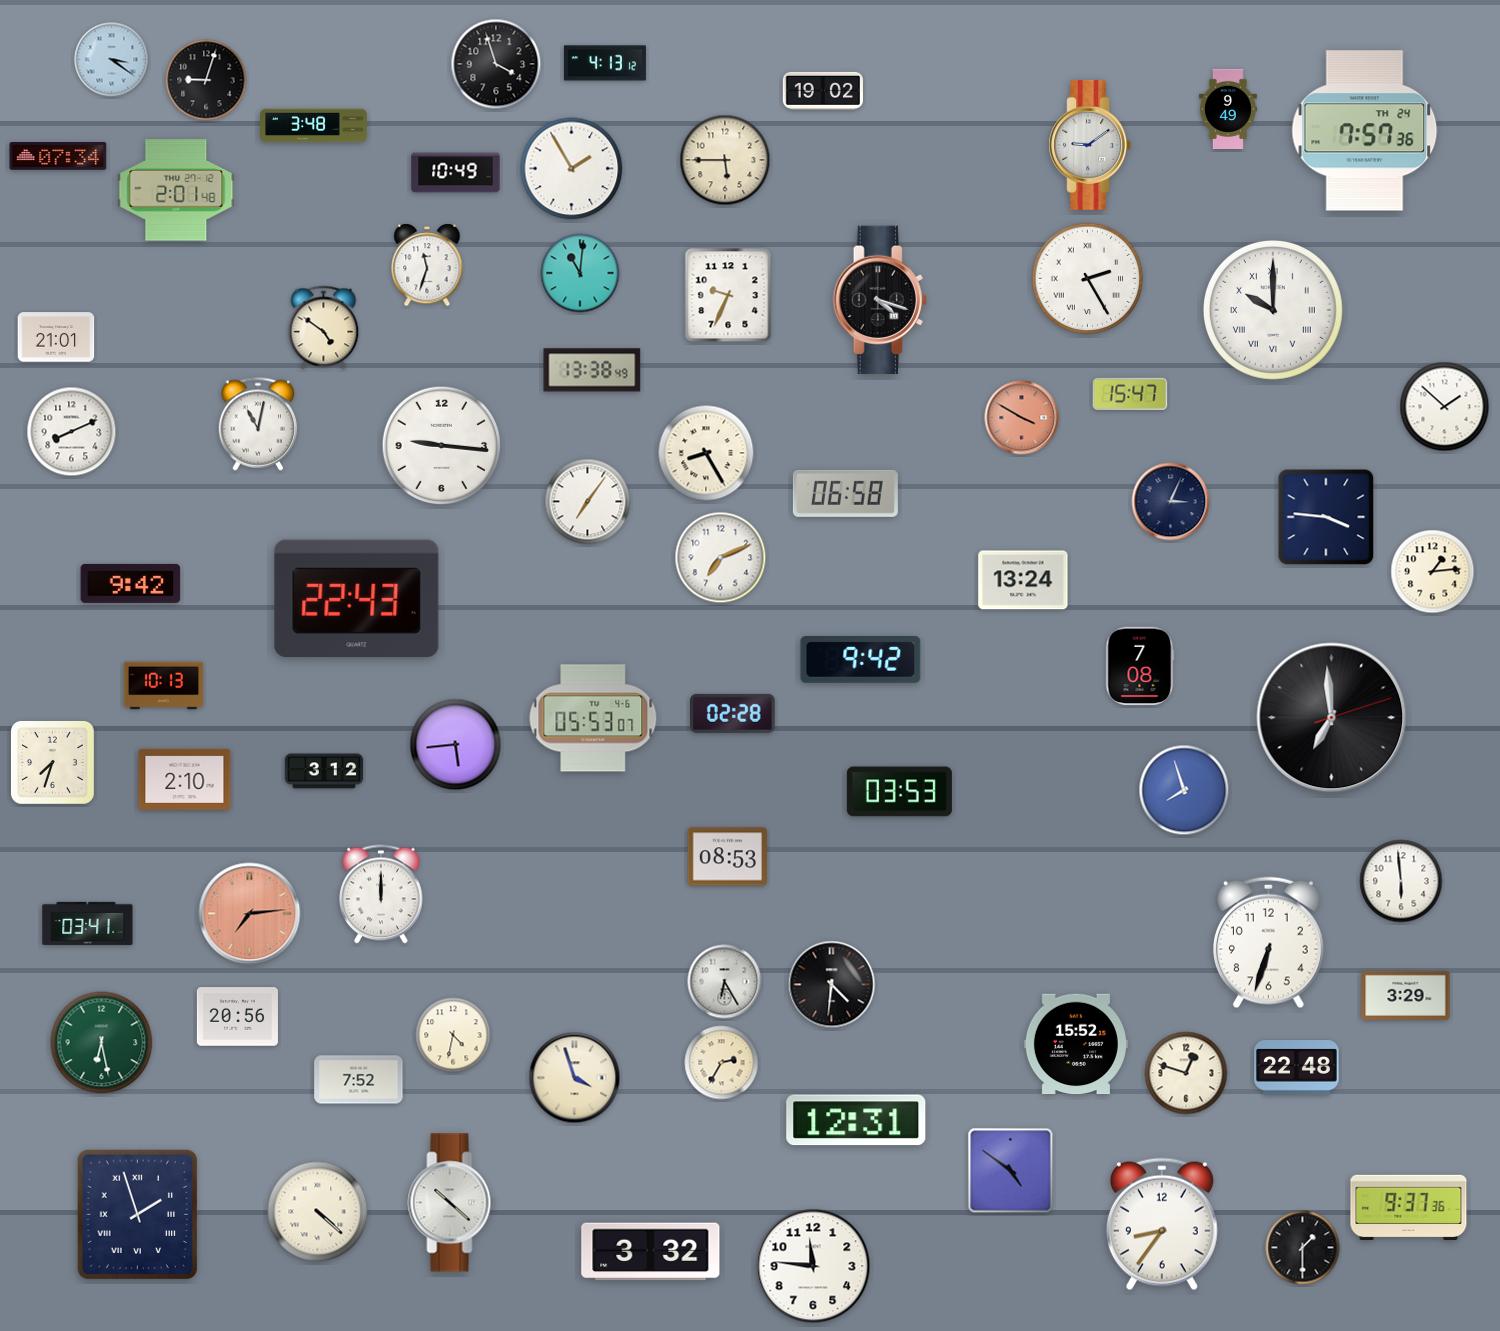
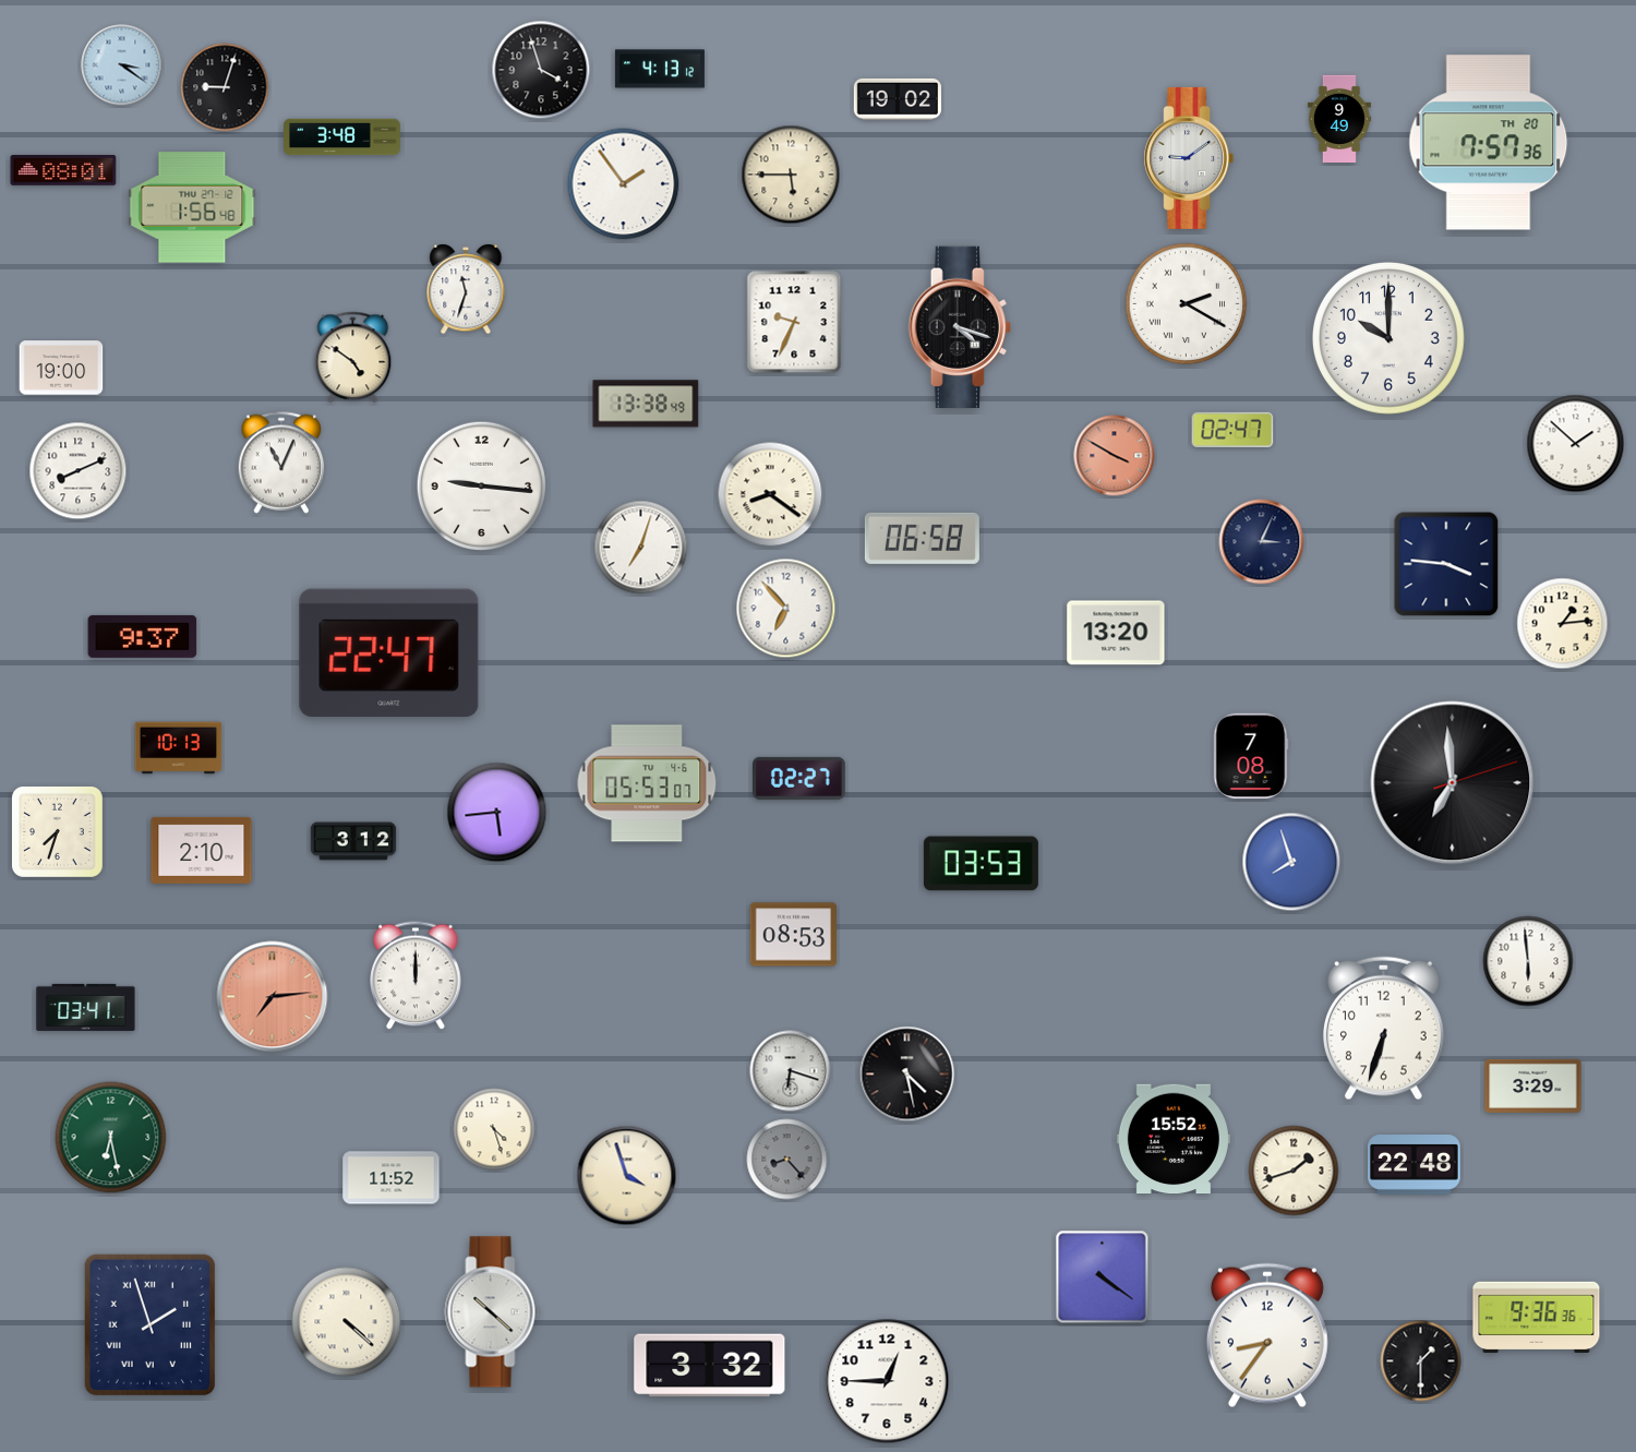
clock at (1365, 131) date: TH 24 -> TH 20
clock at (58, 157): 07:34 -> 08:01
clock at (572, 169): 1:55 -> 1:54
clock at (456, 173): 10:49 -> none
clock at (176, 190): 2:01 -> 1:56
clock at (580, 273): 11:01 -> none
clock at (1088, 279): 2:25 -> 2:20
clock at (1273, 310) numerals: Roman -> Arabic
clock at (56, 337): 21:01 -> 19:00
clock at (1130, 394): 15:47 -> 02:47
clock at (258, 424): 11:02 -> 11:04
clock at (706, 453): 8:25 -> 8:21
clock at (588, 502): 7:06 -> 7:03
clock at (1171, 502) position: (1171, 502) -> (1262, 542)
clock at (721, 558): 7:11 -> 6:53
clock at (1023, 580): 13:24 -> 13:20
clock at (131, 583): 9:42 -> 9:37
clock at (357, 598): 22:43 -> 22:47
clock at (861, 660): 9:42 -> none
clock at (1140, 666) position: (1140, 666) -> (1251, 756)
clock at (733, 713): 02:28 -> 02:27
clock at (88, 923) position: (88, 923) -> (86, 1007)
clock at (725, 982): 6:25 -> 6:18
clock at (832, 985): 4:31 -> 4:28
clock at (237, 1017): 20:56 -> none
clock at (453, 1035): 4:32 -> 4:27
clock at (722, 1063): 2:35 -> 8:23
clock at (722, 1063) dial: cream -> grey
clock at (1186, 1073): 12:48 -> 1:42
clock at (359, 1080): 7:52 -> 11:52
clock at (856, 1120): 12:31 -> none
clock at (1011, 1171): 4:51 -> 4:21
clock at (1409, 1208): 9:37 -> 9:36
clock at (813, 1266): 11:46 -> 12:45
